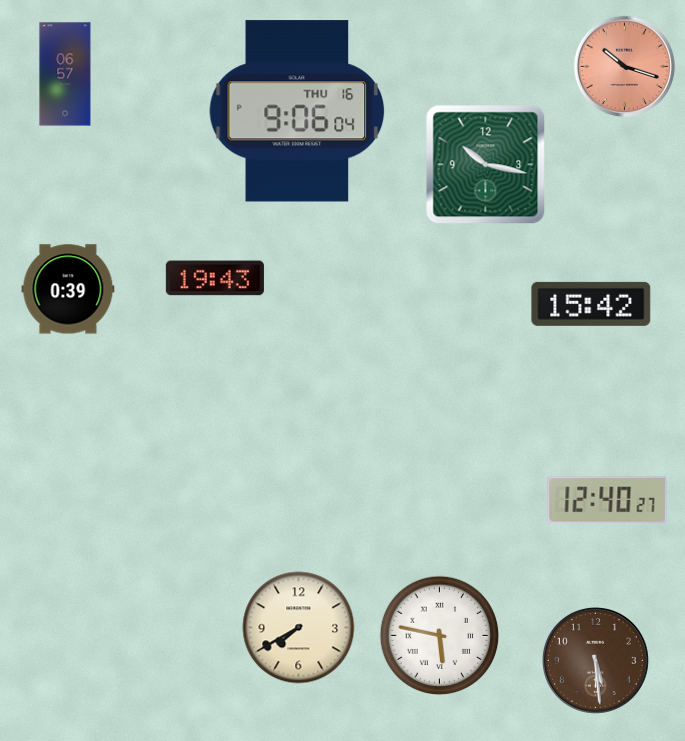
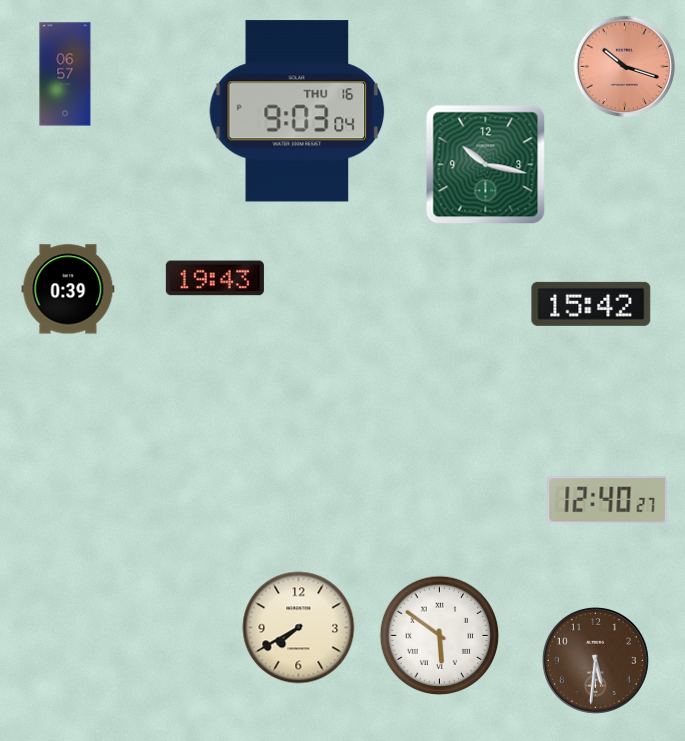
clock at (297, 111): 9:06 -> 9:03
clock at (440, 636): 5:47 -> 5:51
clock at (595, 660): 5:29 -> 5:31
